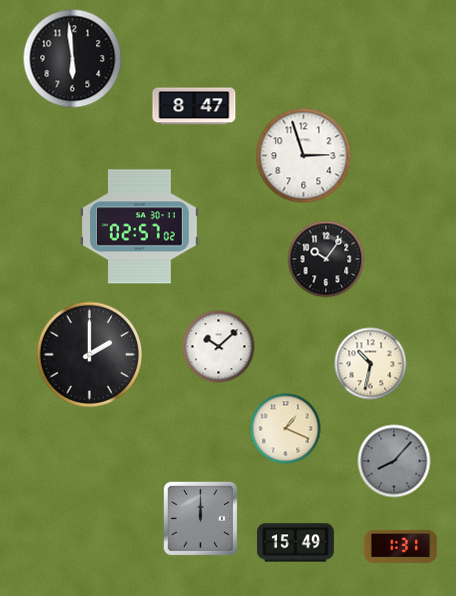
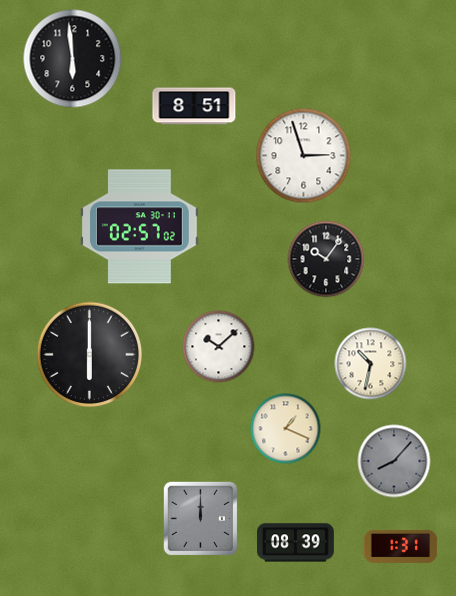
clock at (194, 106): 8:47 -> 8:51
clock at (90, 355): 2:00 -> 6:00
clock at (296, 543): 15:49 -> 08:39
